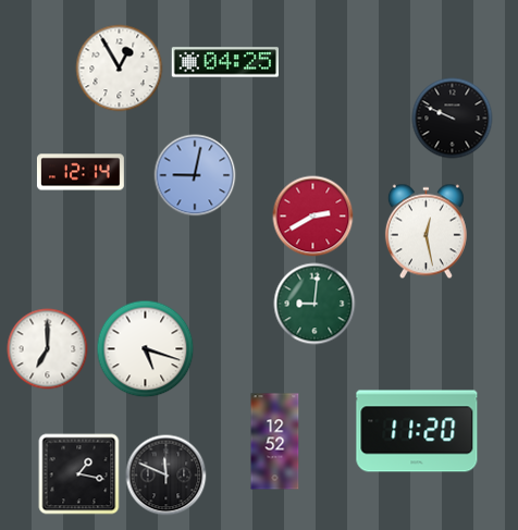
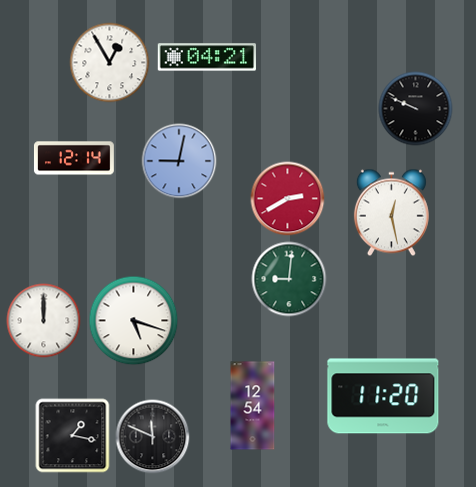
clock at (224, 62): 04:25 -> 04:21
clock at (48, 349): 7:00 -> 12:00
clock at (275, 442): 12:52 -> 12:54
